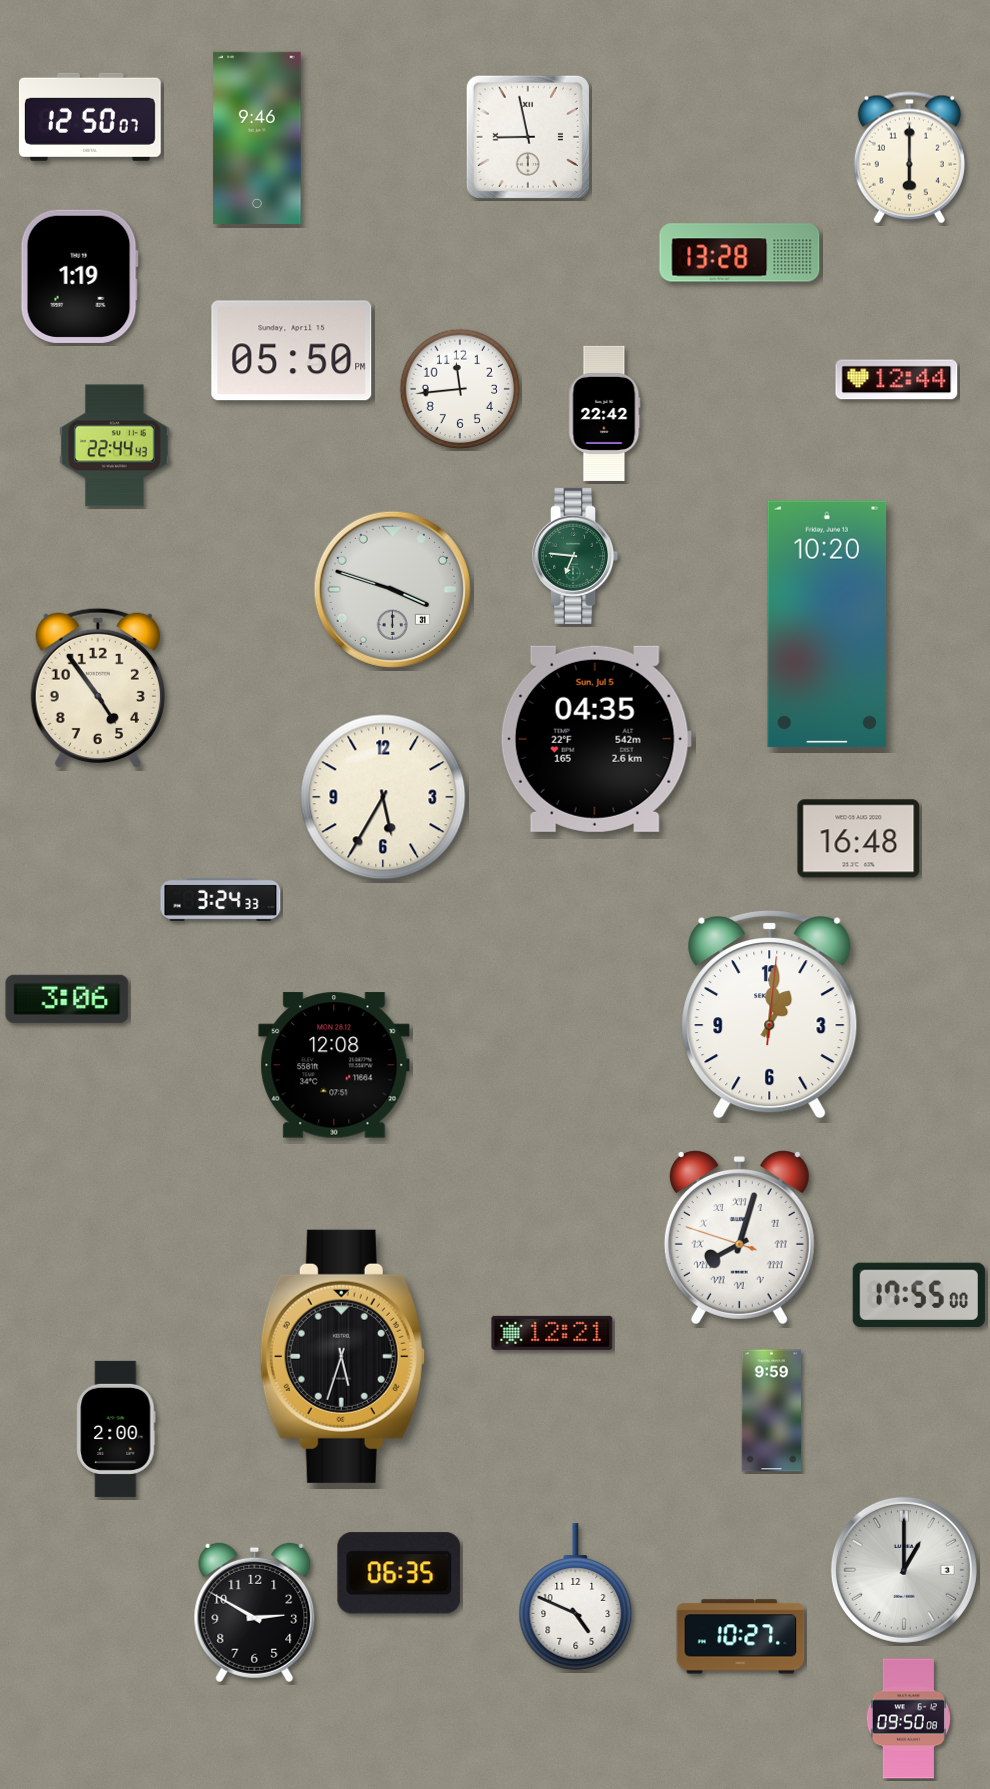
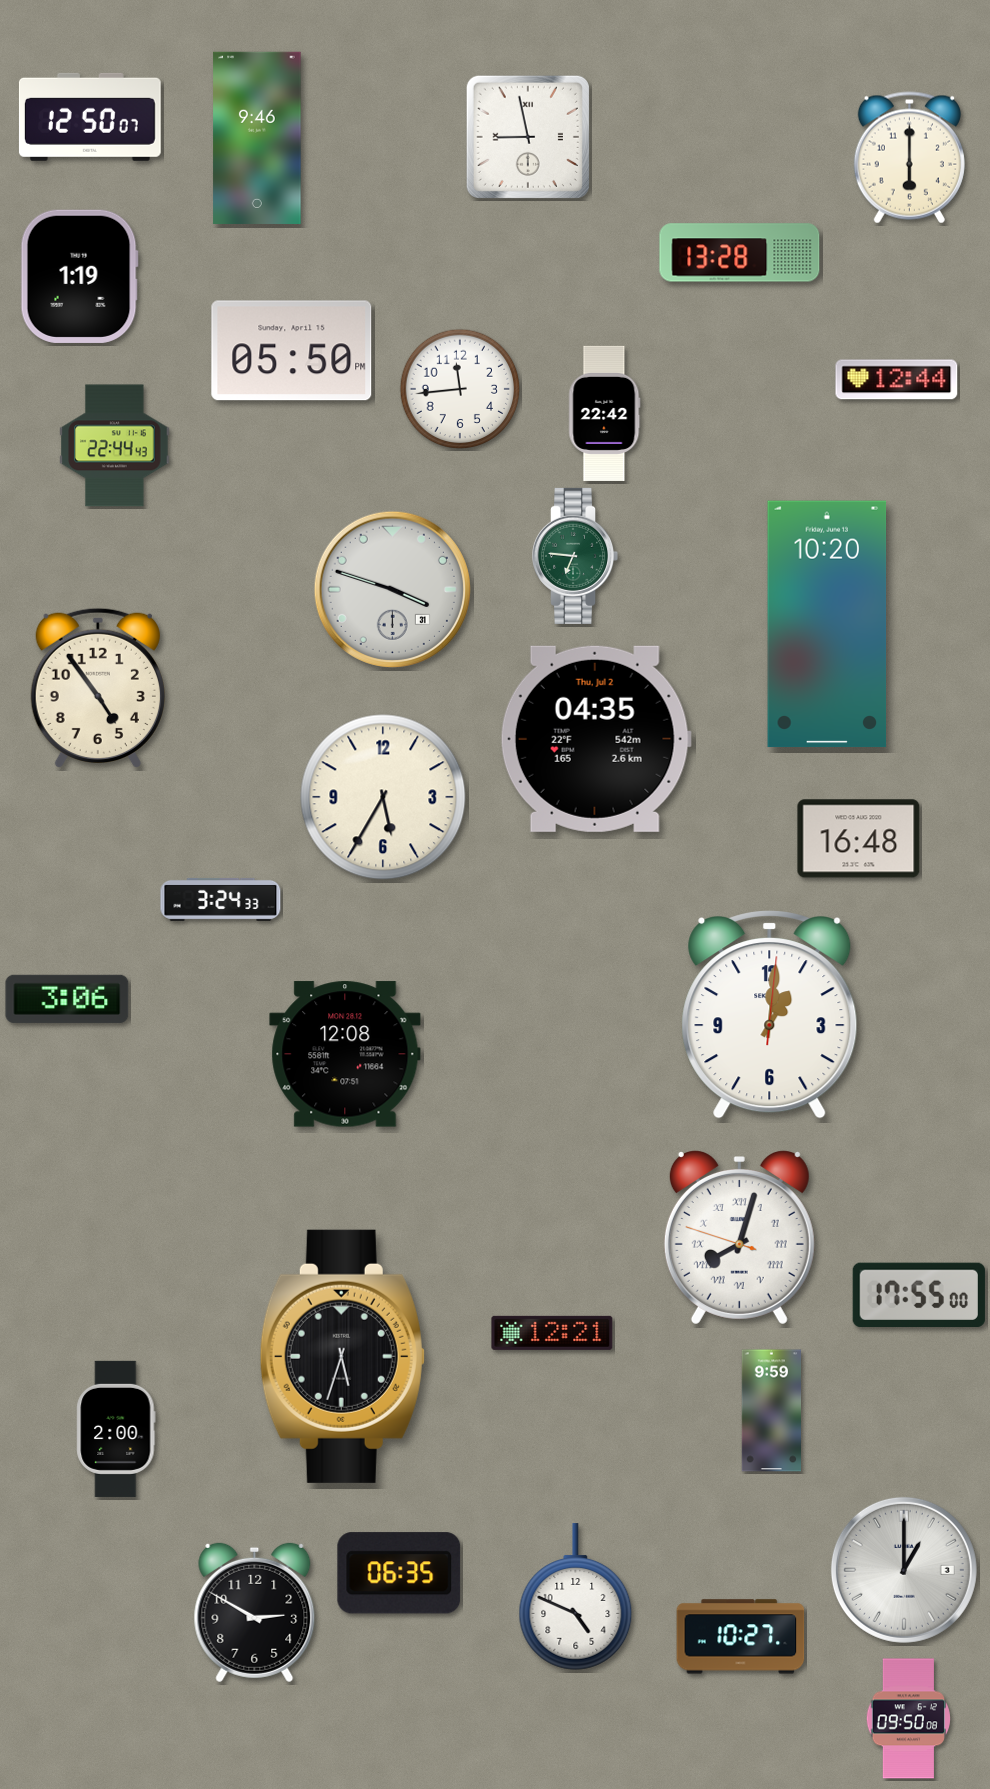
clock at (596, 739) date: Sun, Jul 5 -> Thu, Jul 2
clock at (334, 1065) position: (334, 1065) -> (345, 1054)
